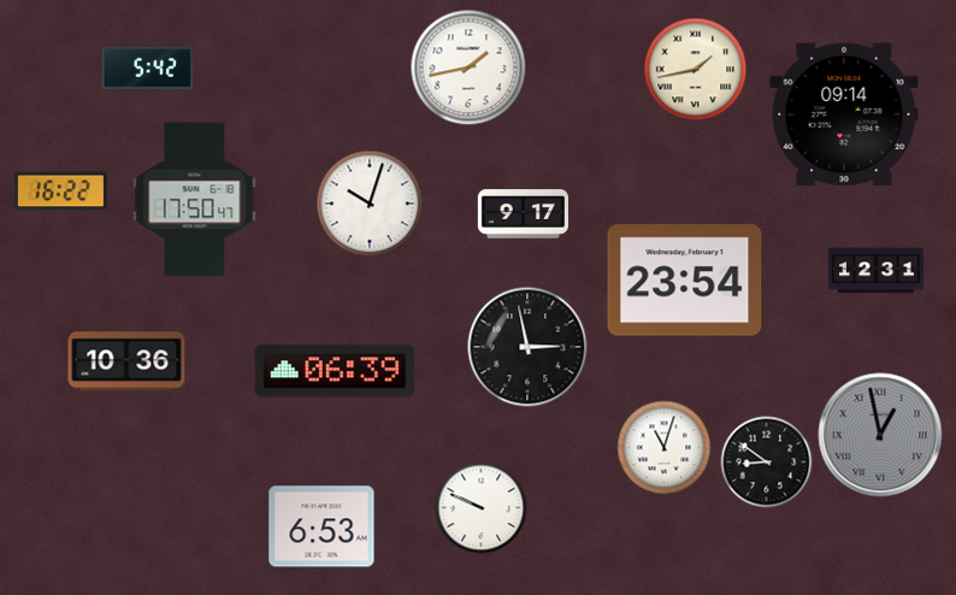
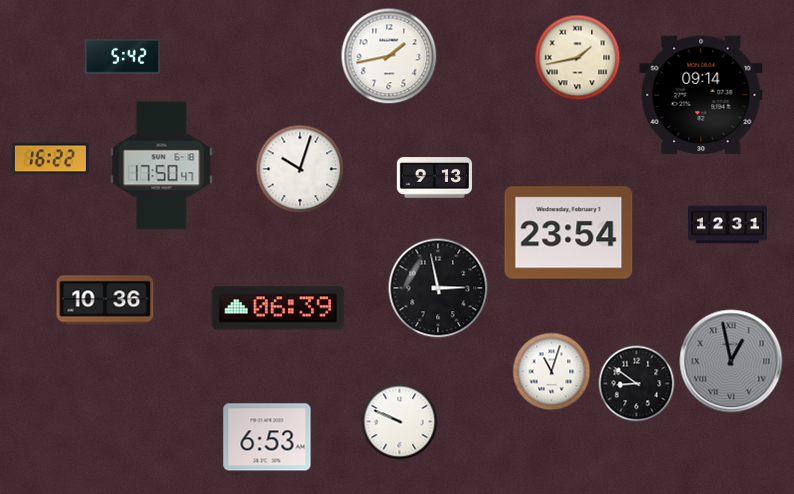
clock at (370, 204) position: (370, 204) -> (300, 169)
clock at (523, 214): 9:17 -> 9:13
